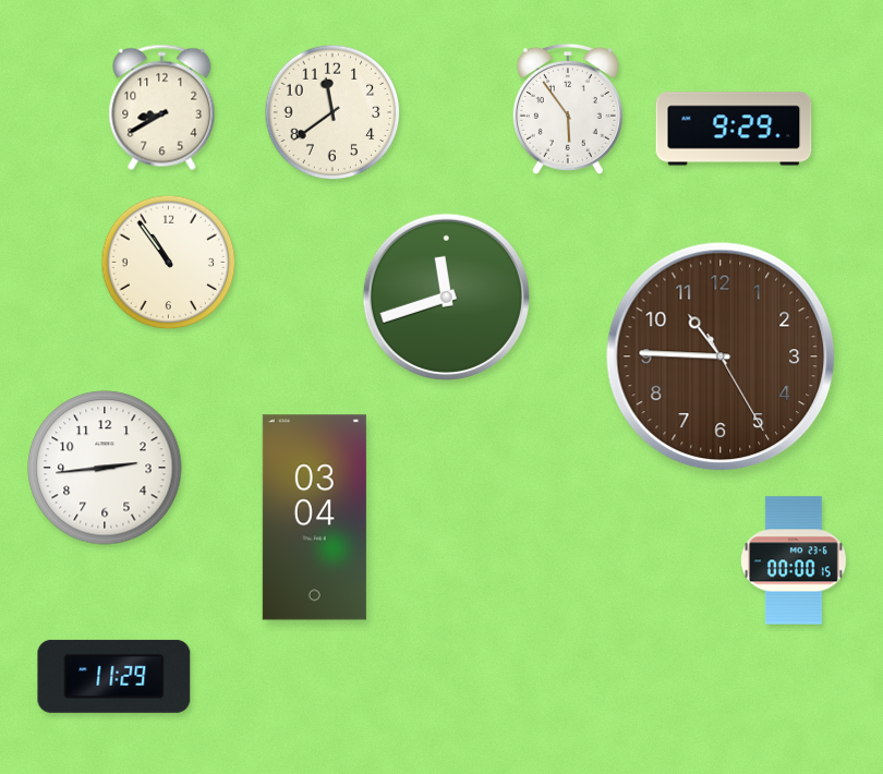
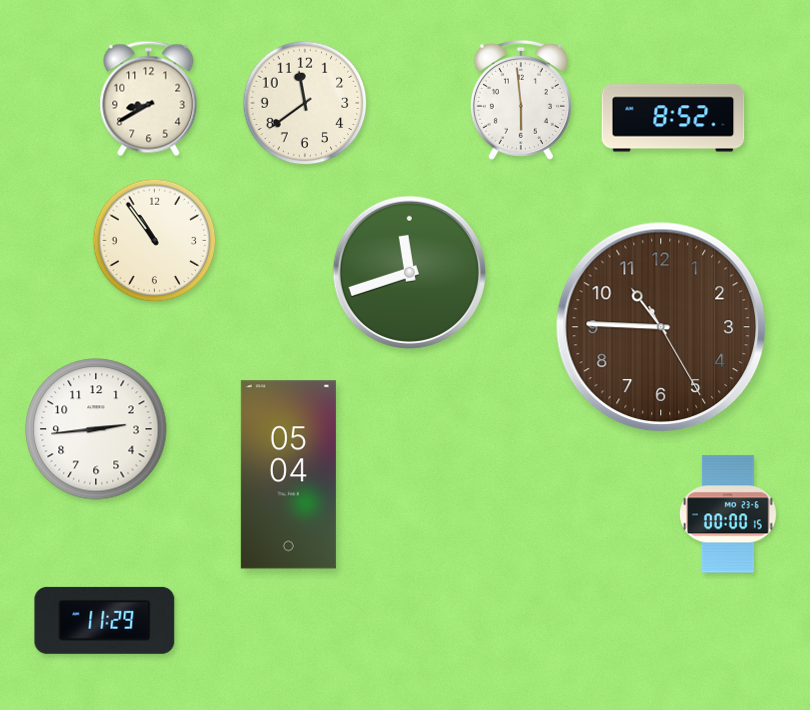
clock at (568, 109): 5:54 -> 5:59
clock at (734, 129): 9:29 -> 8:52
clock at (314, 518): 03:04 -> 05:04
